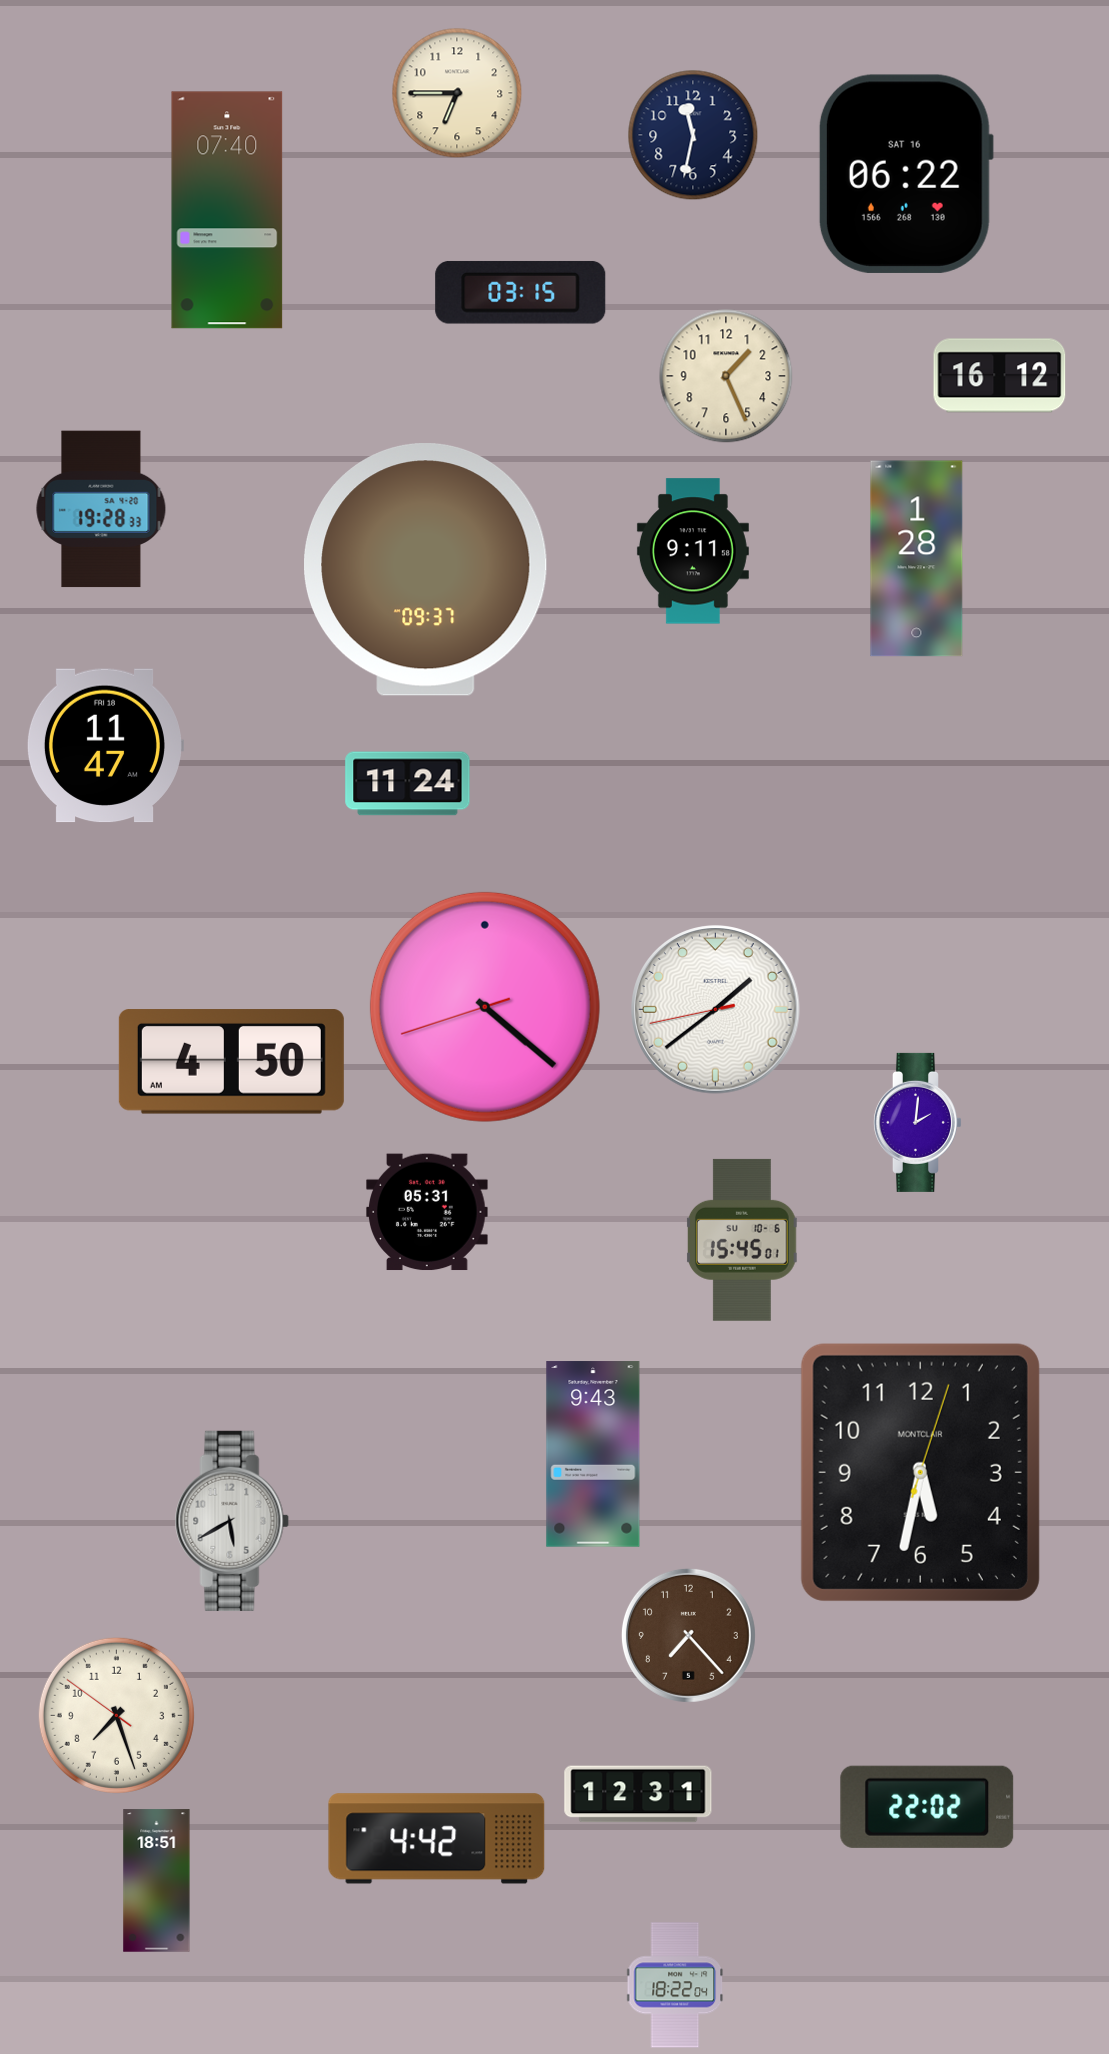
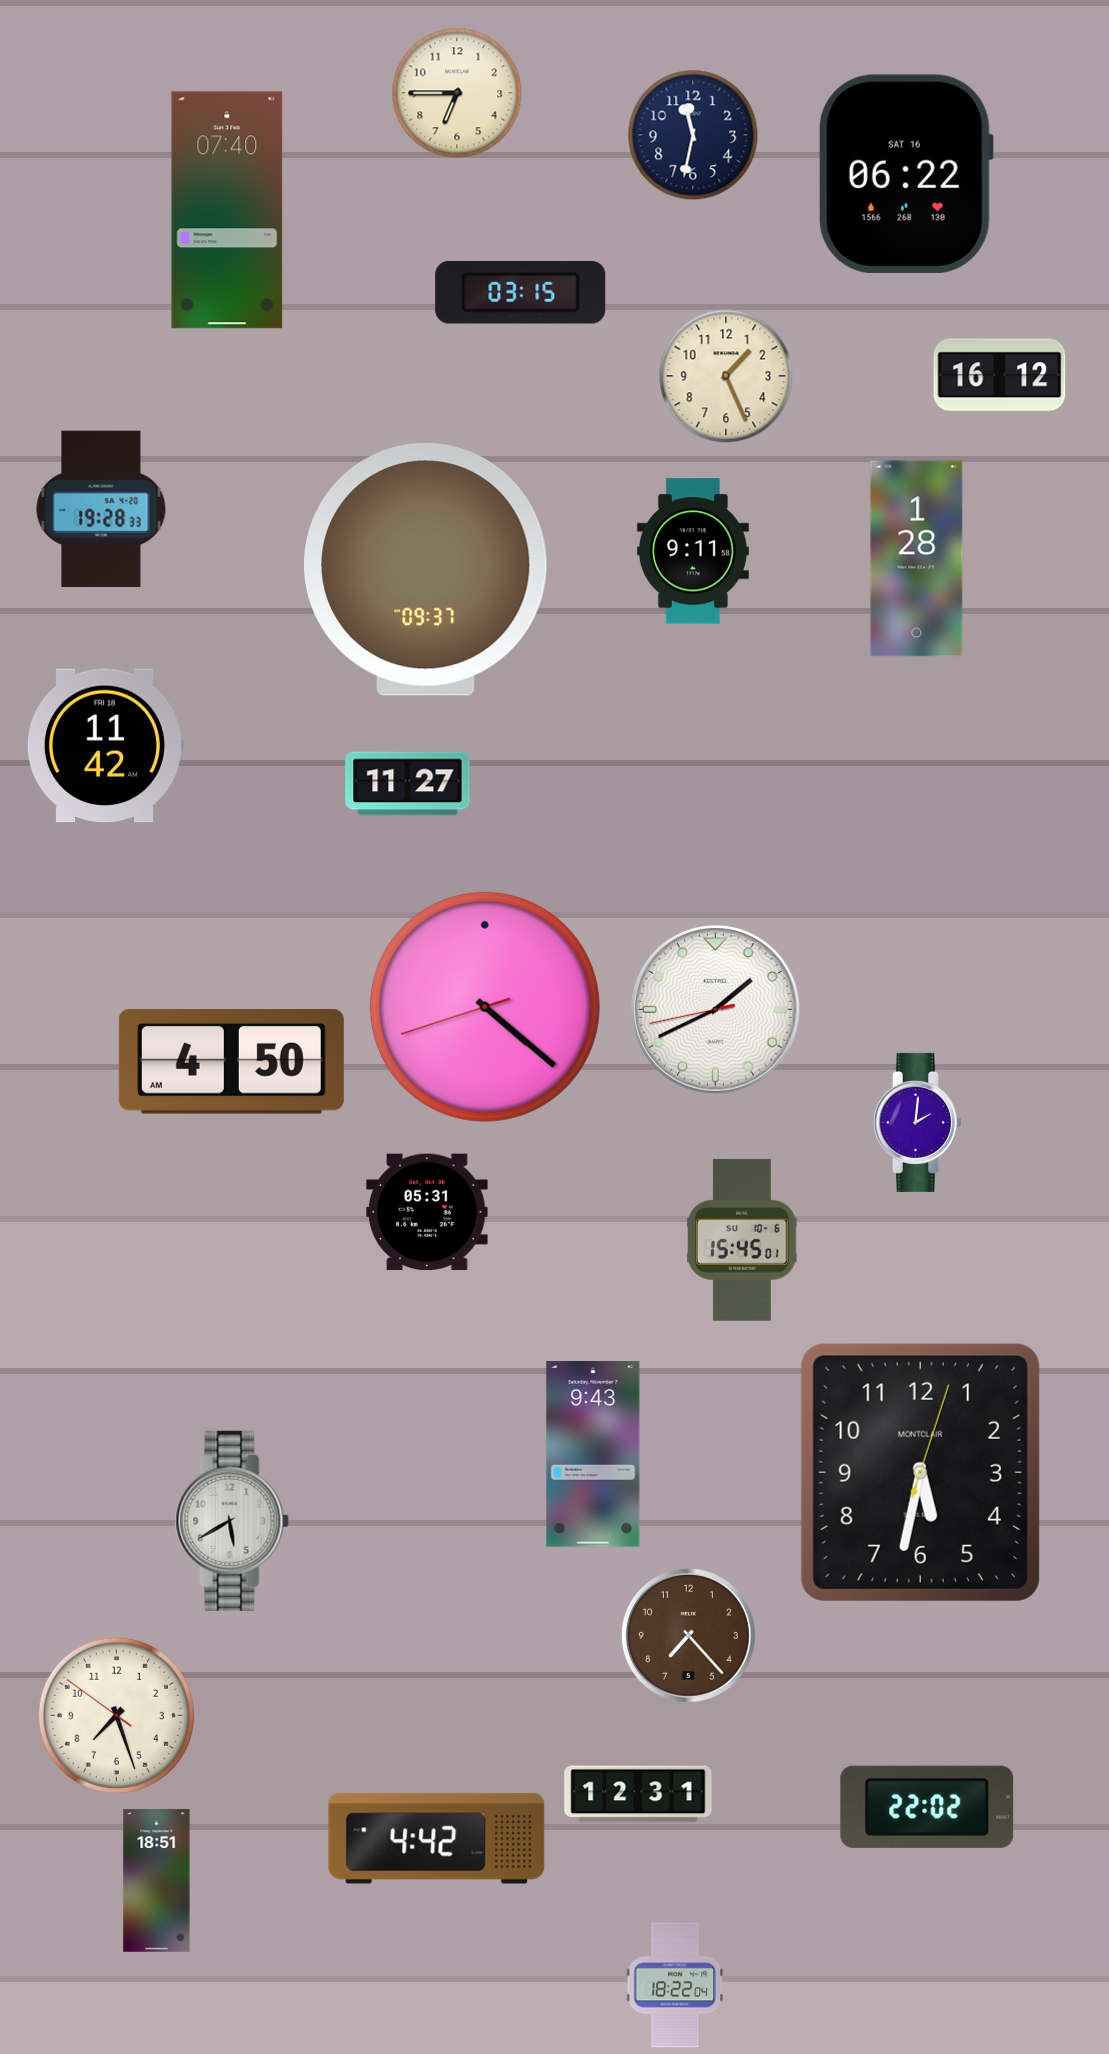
clock at (105, 746): 11:47 -> 11:42
clock at (408, 784): 11:24 -> 11:27
clock at (716, 1010): 1:38 -> 1:40
